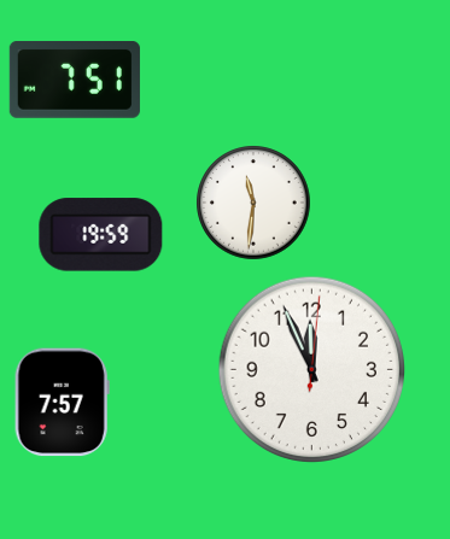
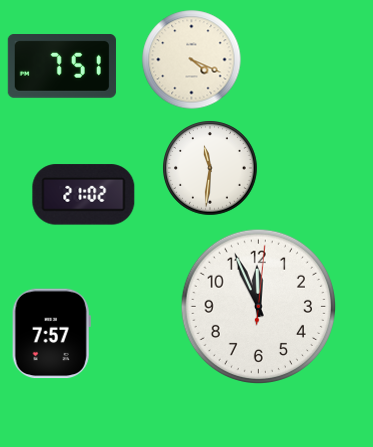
clock at (192, 60): none -> 4:19
clock at (101, 235): 19:59 -> 21:02
